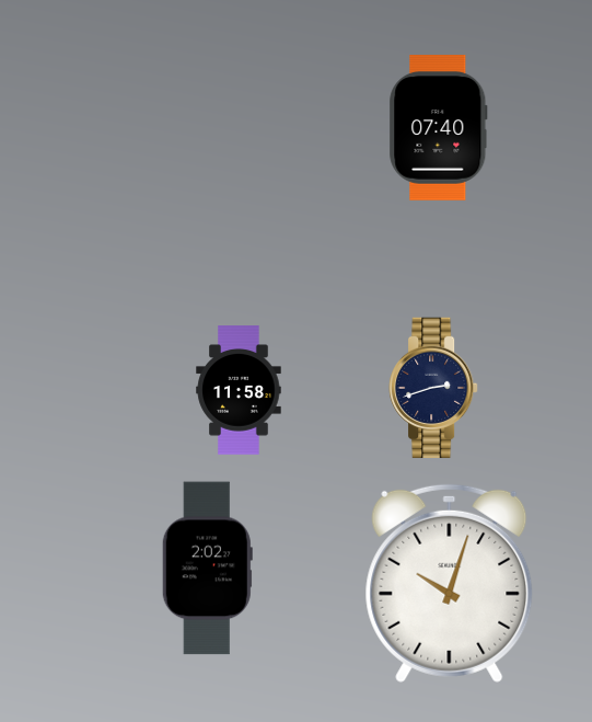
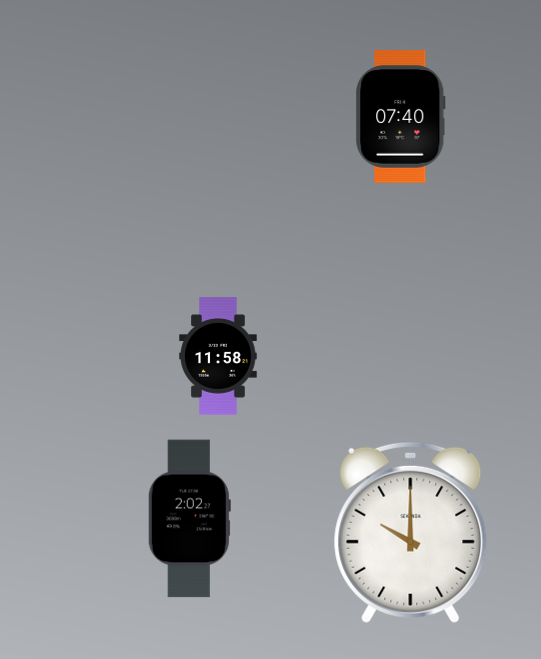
clock at (433, 388): 2:42 -> none
clock at (450, 583): 10:03 -> 10:00
